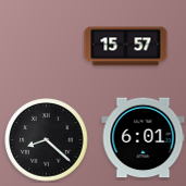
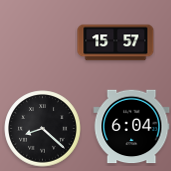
clock at (144, 138): 6:01 -> 6:04
